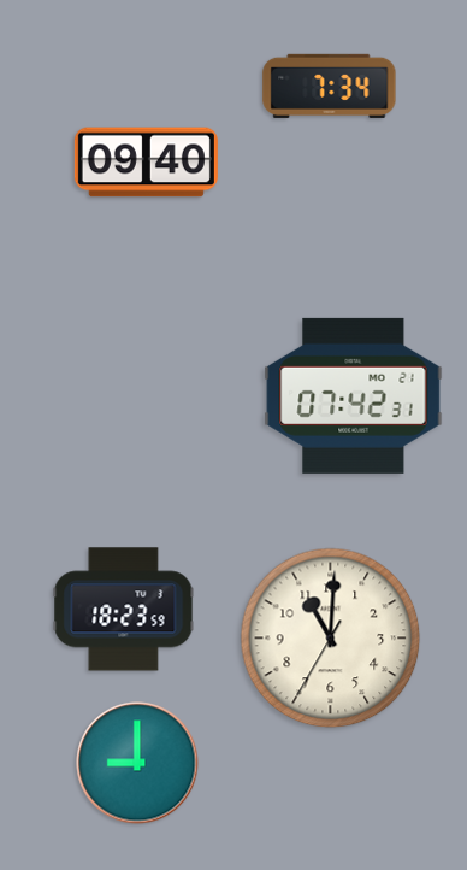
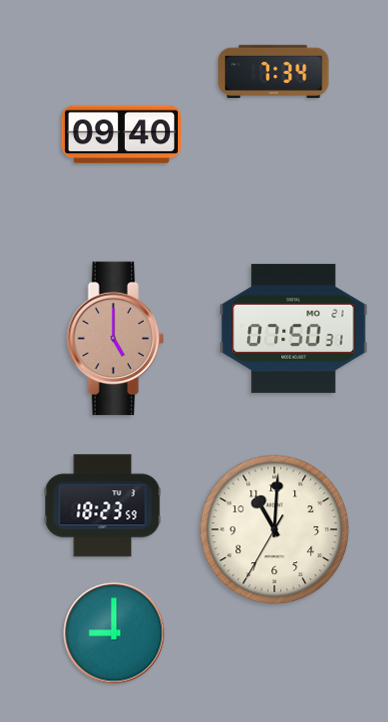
clock at (354, 395): 07:42 -> 07:50
clock at (115, 339): none -> 5:00
